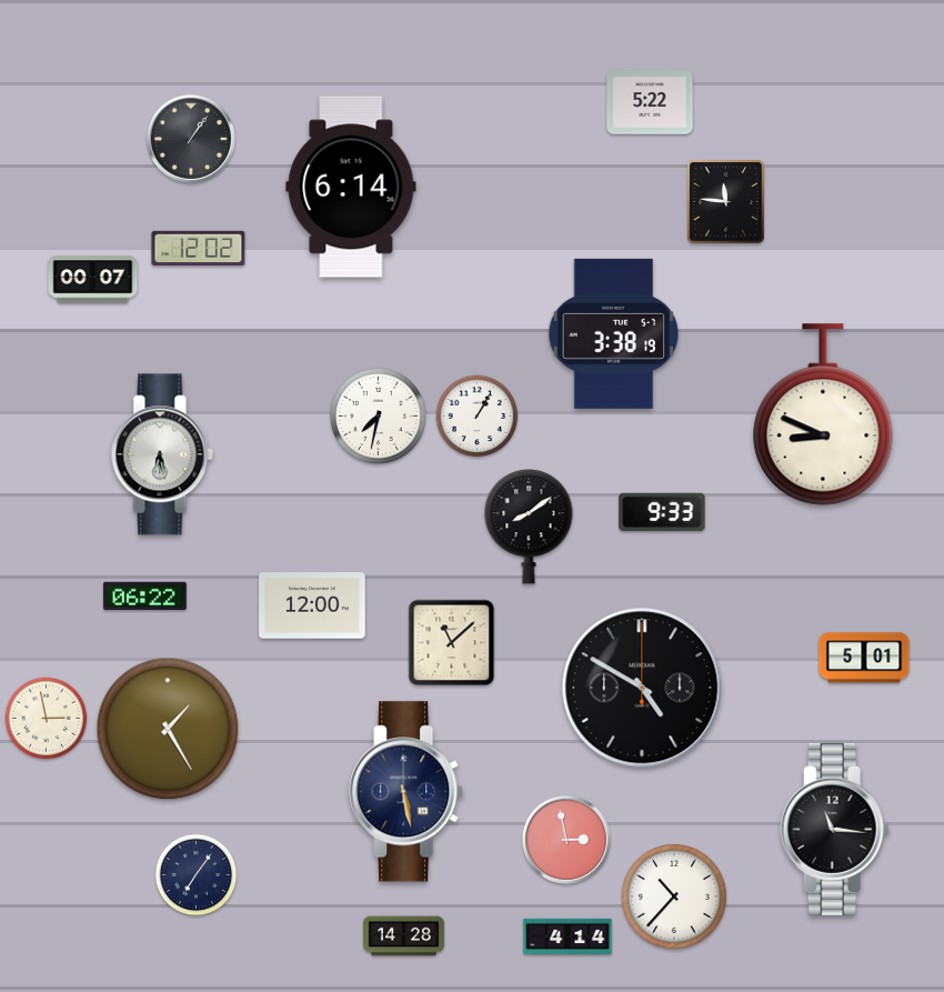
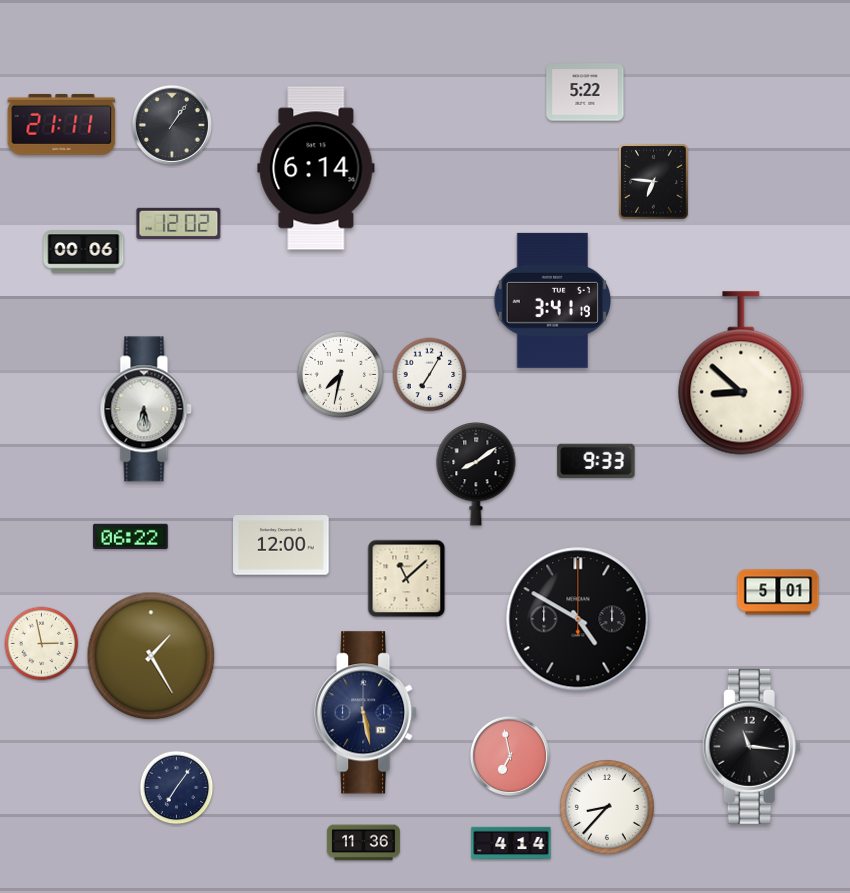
clock at (62, 124): none -> 21:11
clock at (726, 202): 11:46 -> 6:46
clock at (93, 280): 00:07 -> 00:06
clock at (613, 333): 3:38 -> 3:41
clock at (823, 414): 8:49 -> 8:52
clock at (478, 417): 1:05 -> 7:05
clock at (47, 719) position: (47, 719) -> (42, 644)
clock at (566, 840): 2:58 -> 6:58
clock at (674, 896): 10:37 -> 8:37
clock at (403, 936): 14:28 -> 11:36
